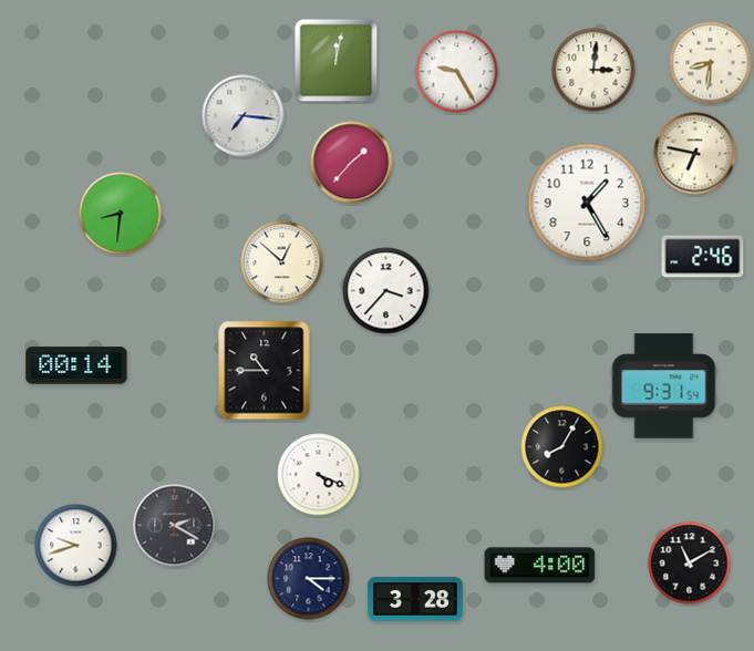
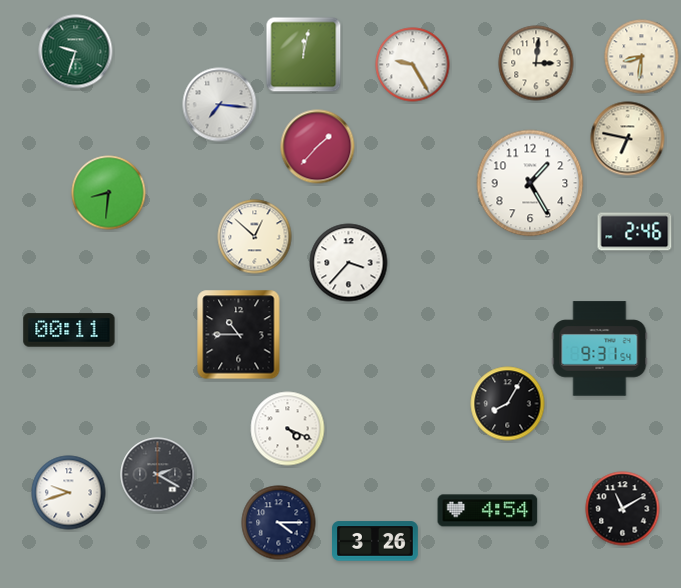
clock at (76, 52): none -> 9:33
clock at (76, 365): 00:14 -> 00:11
clock at (540, 566): 4:00 -> 4:54
clock at (416, 599): 3:28 -> 3:26
